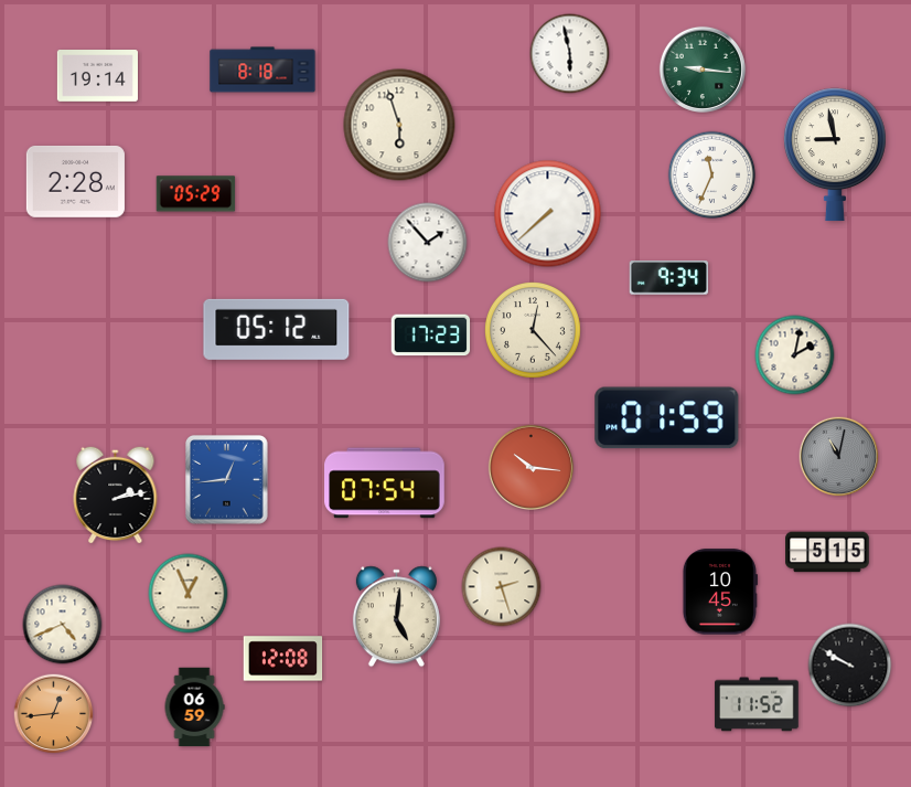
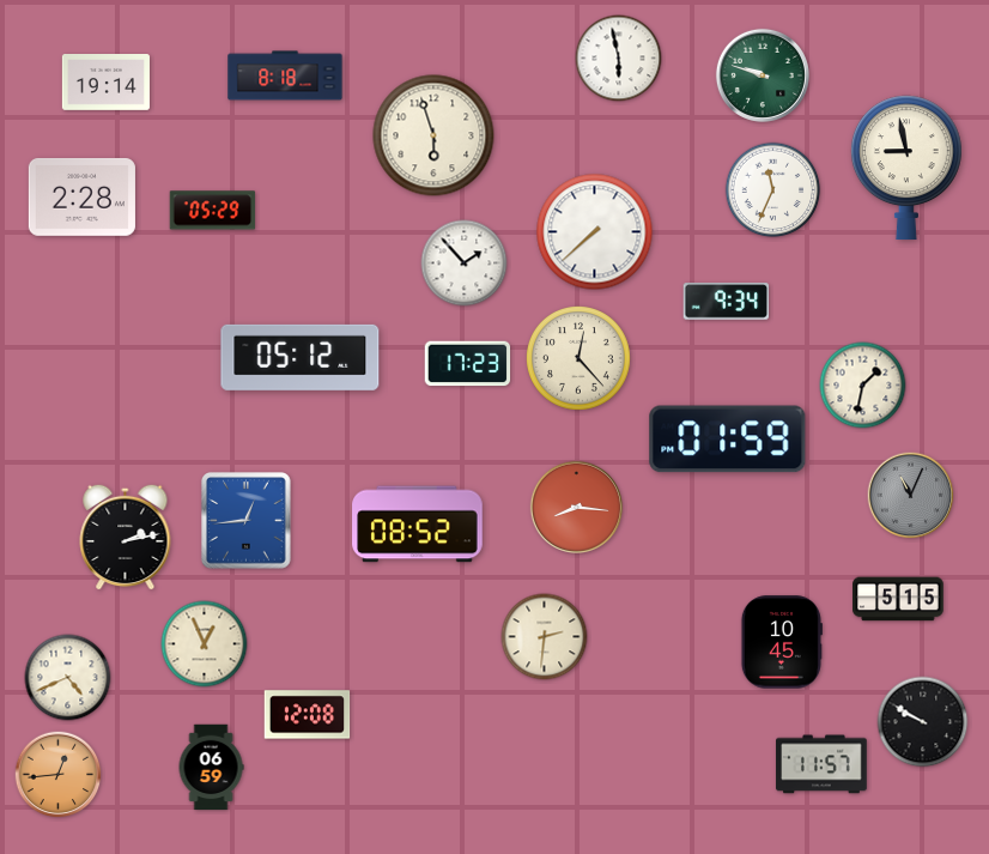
clock at (703, 70): 9:16 -> 9:48
clock at (795, 355): 2:02 -> 1:32
clock at (667, 418) position: (667, 418) -> (728, 440)
clock at (839, 457): 11:02 -> 11:04
clock at (530, 467): 10:16 -> 8:16
clock at (385, 483): 07:54 -> 08:52
clock at (502, 587): 2:27 -> 2:31
clock at (396, 617): 5:01 -> none
clock at (757, 704): 11:52 -> 11:57
